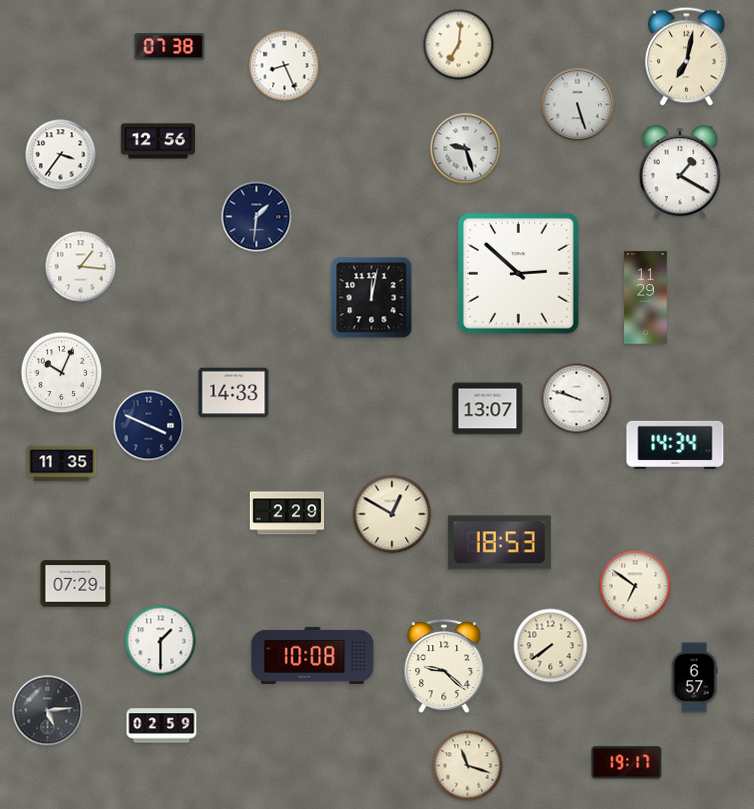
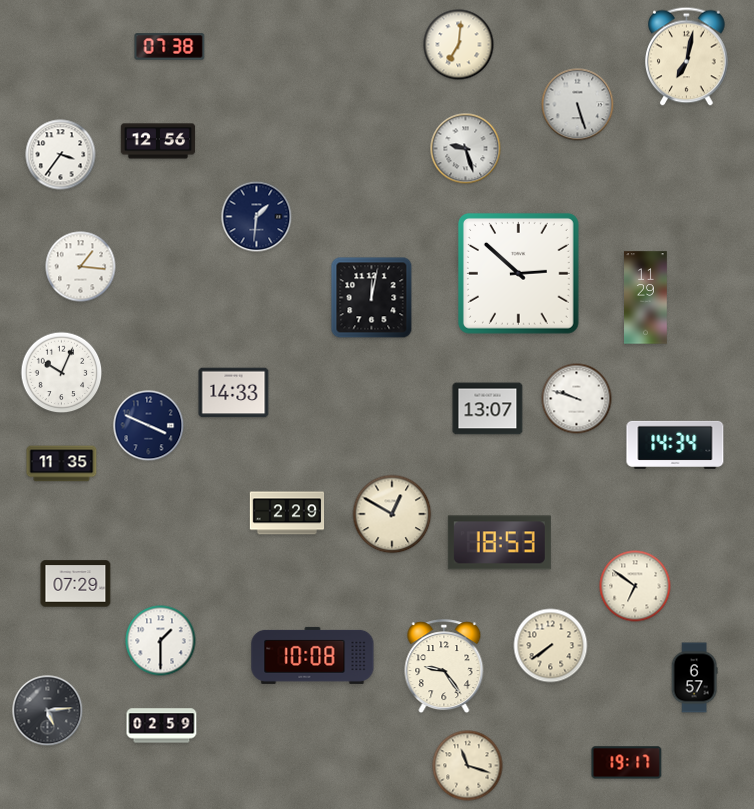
clock at (285, 66): 8:26 -> none
clock at (679, 173): 1:20 -> none
clock at (444, 667): 9:22 -> 9:24
